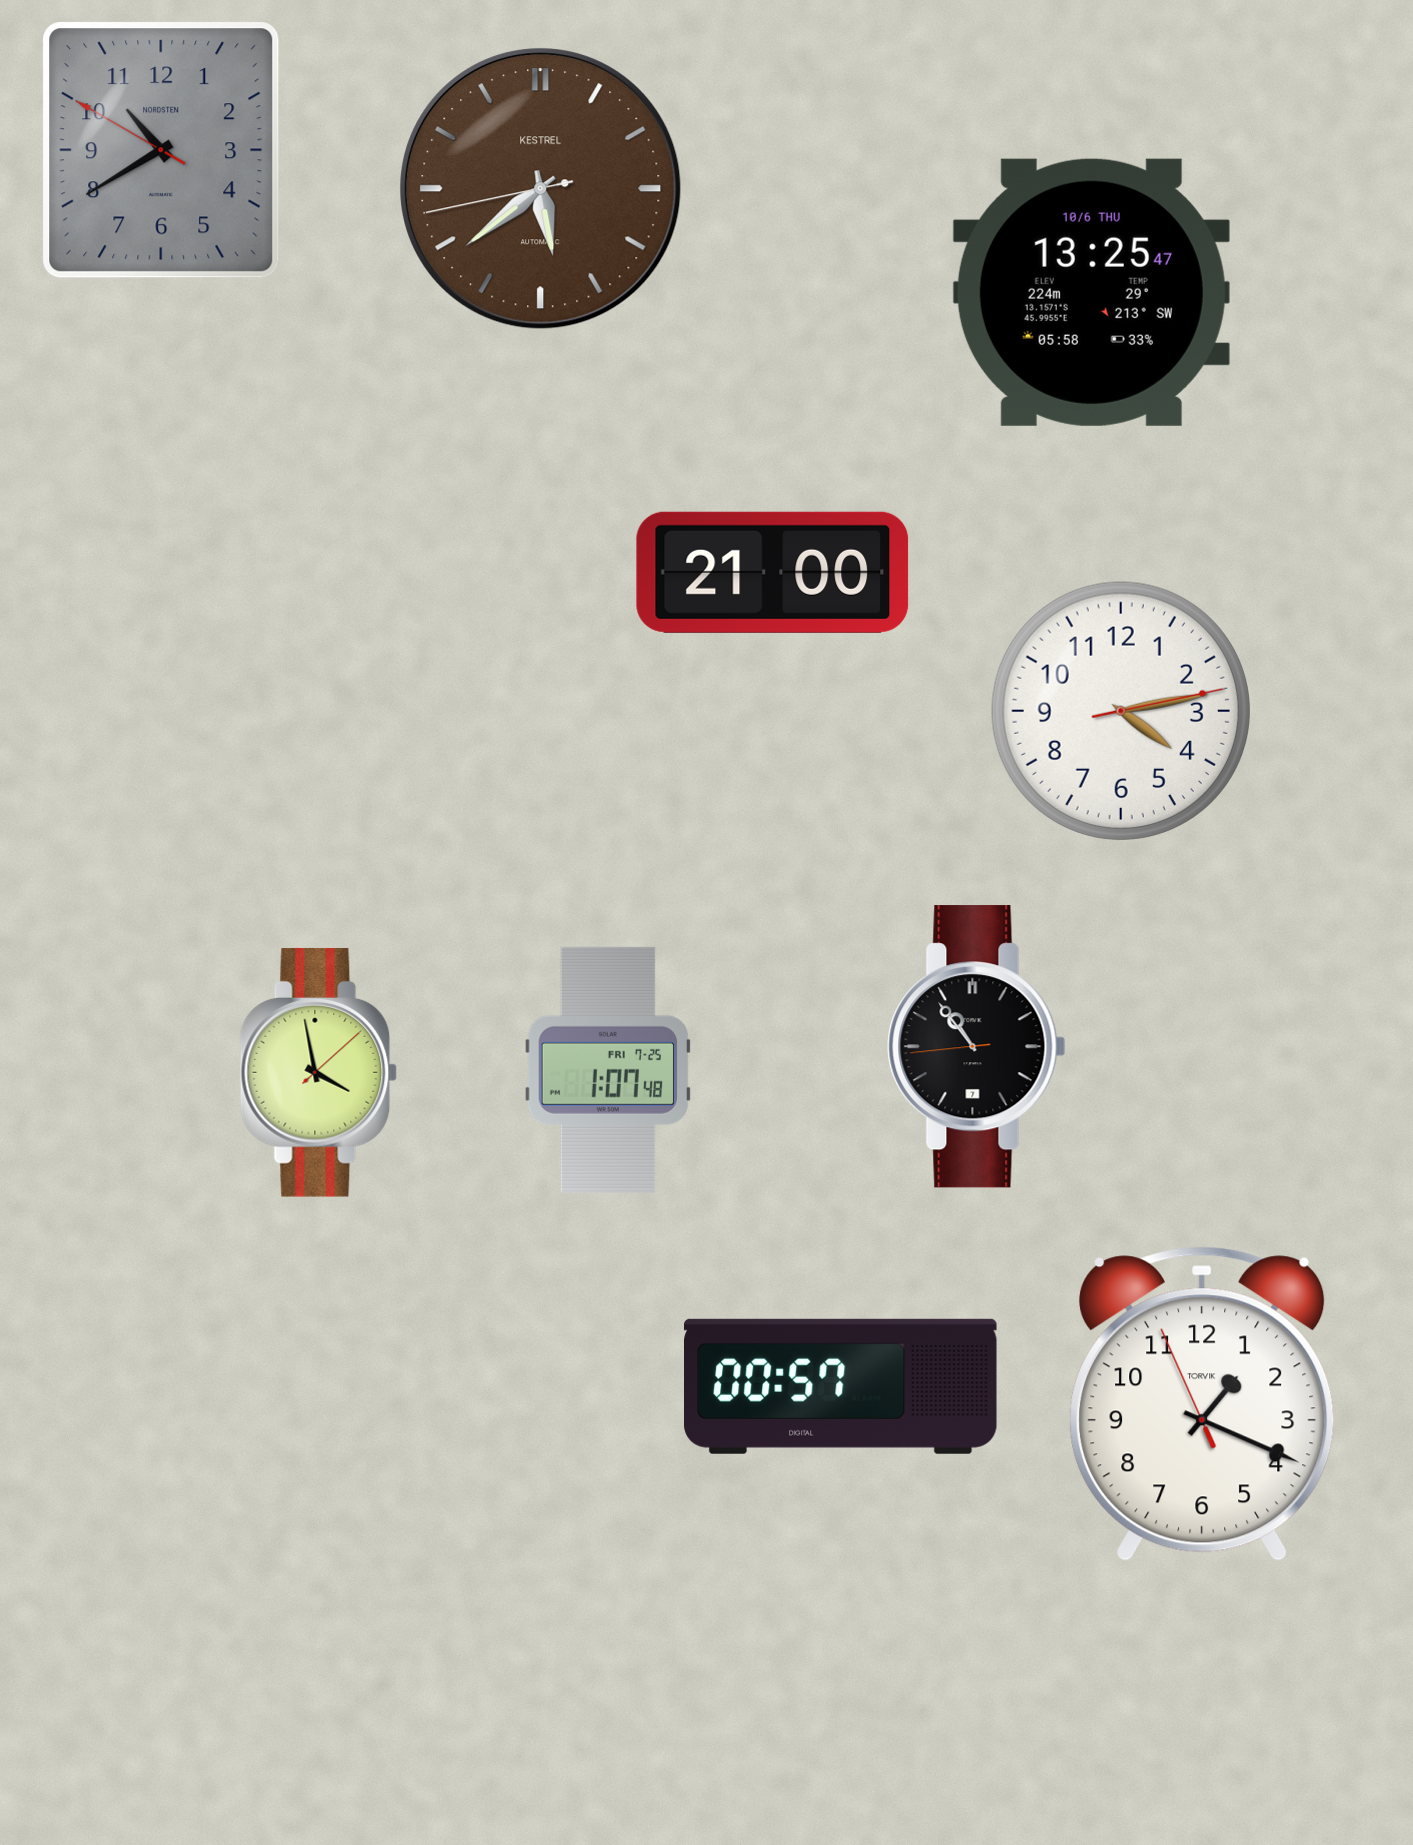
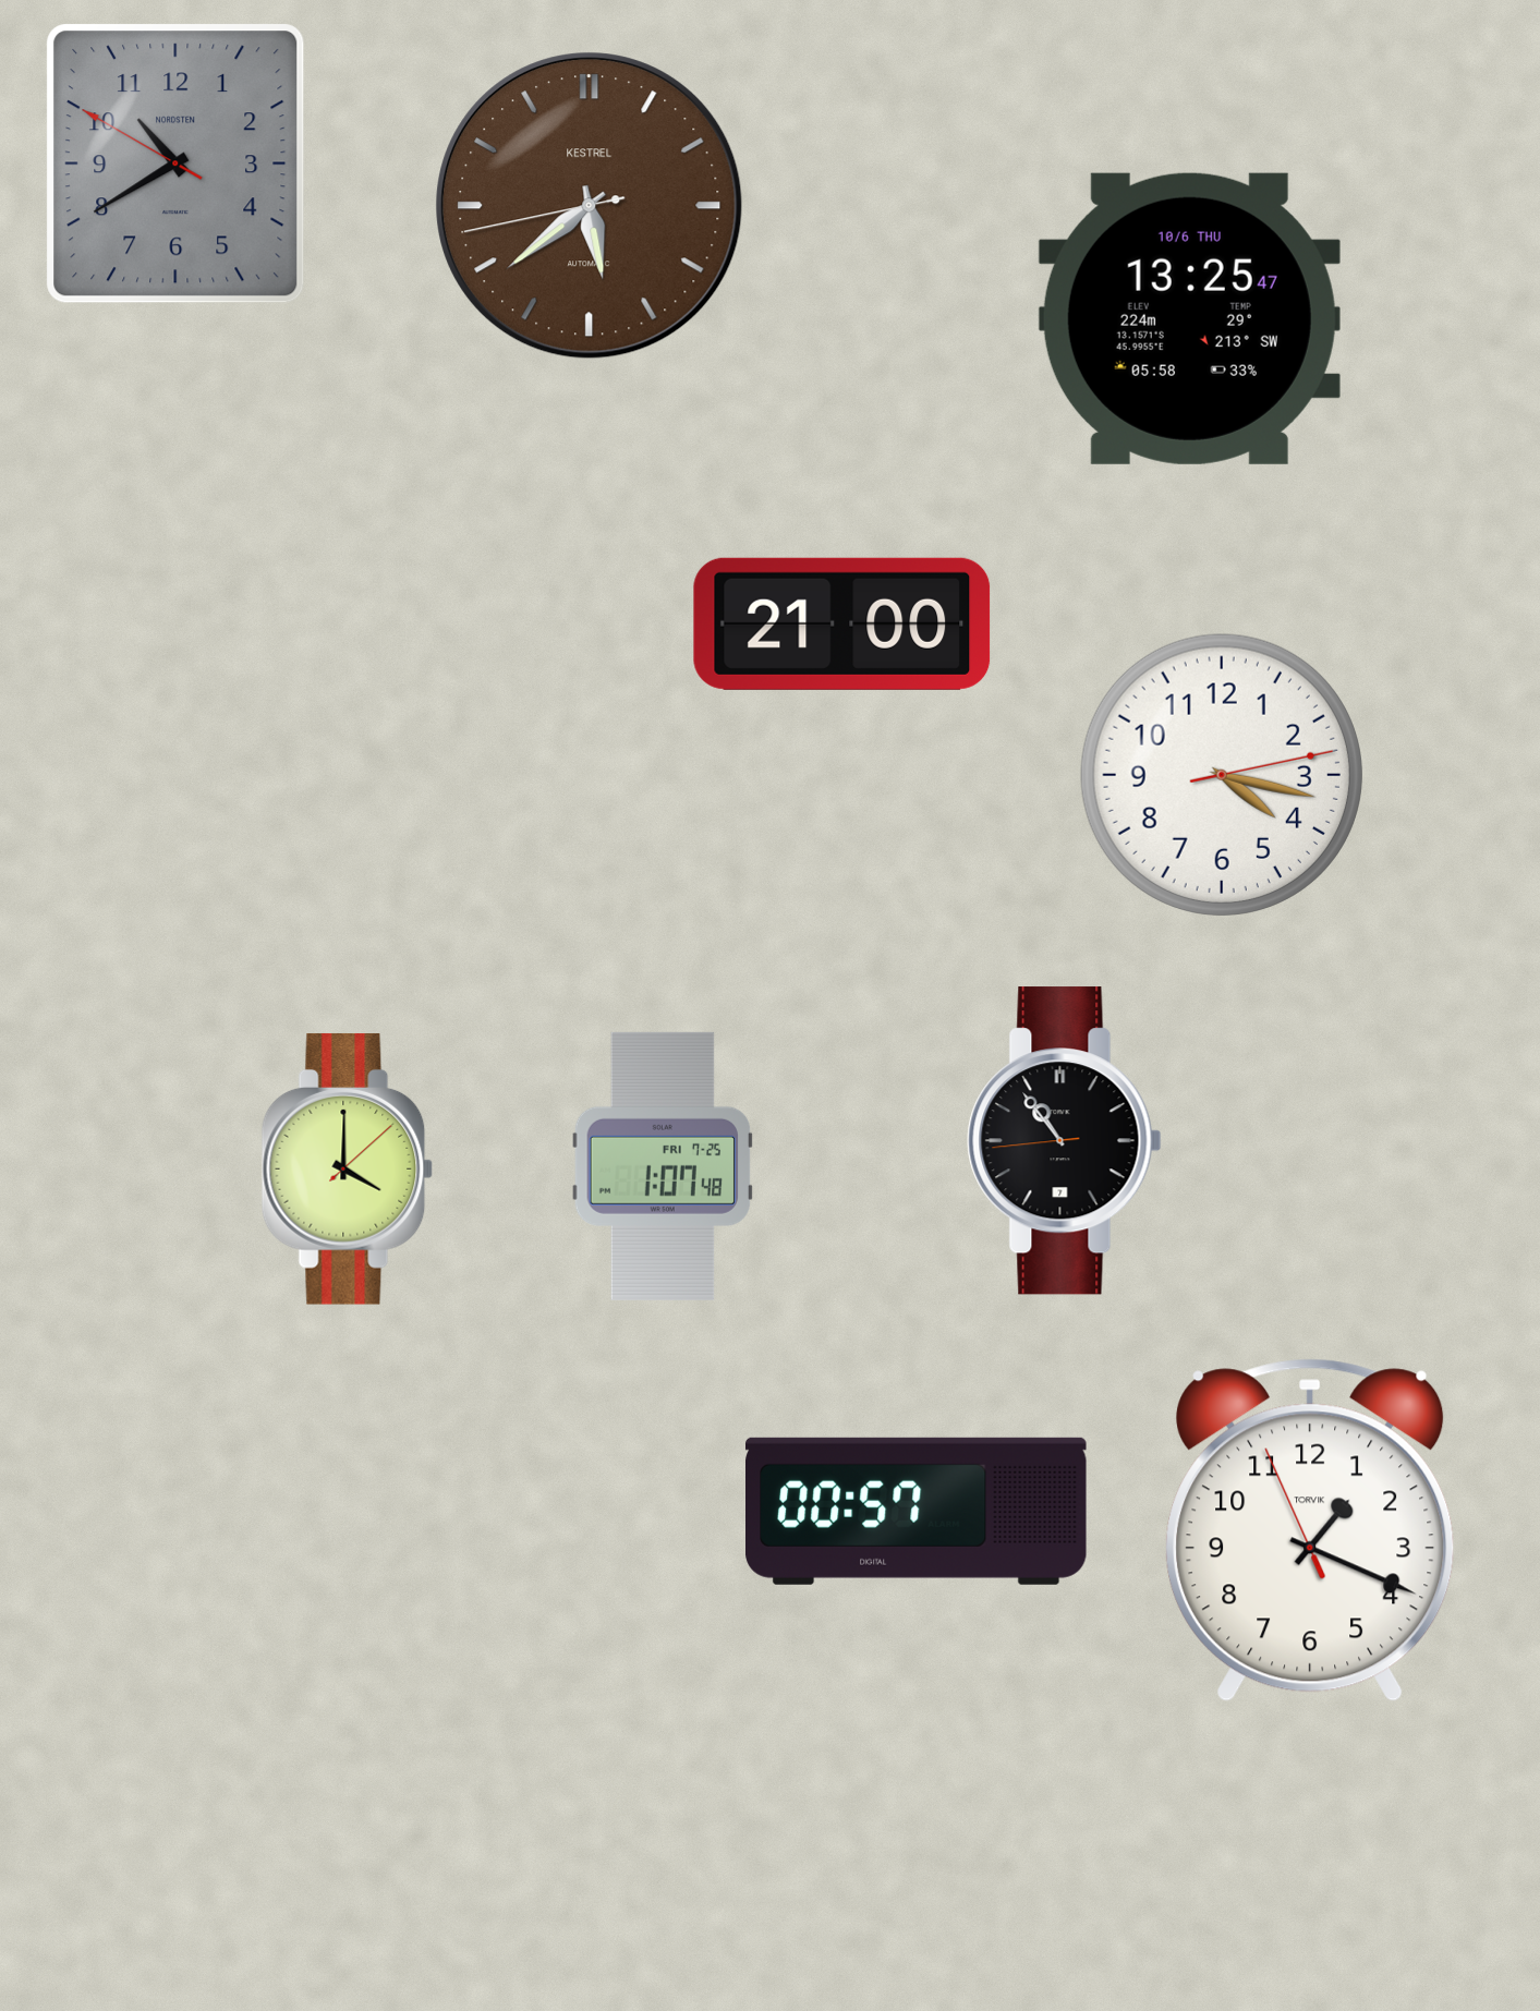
clock at (1121, 711): 4:13 -> 4:17
clock at (319, 1072): 3:58 -> 4:00
